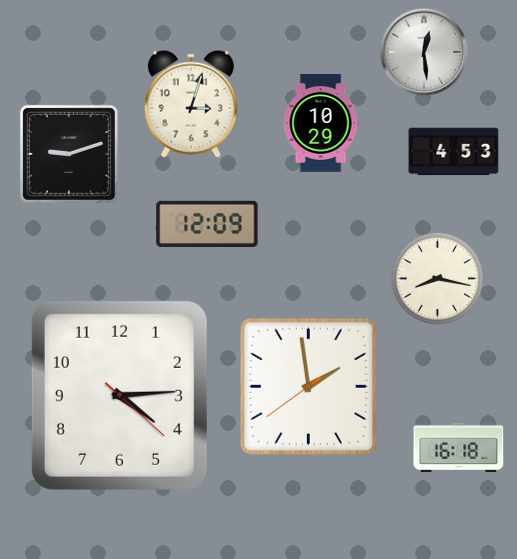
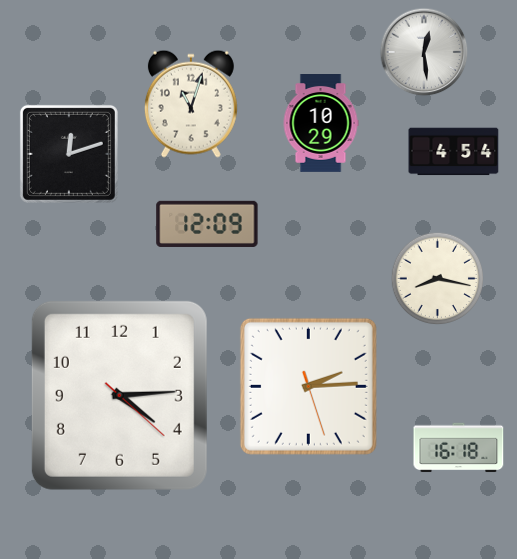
clock at (191, 104): 3:03 -> 11:03
clock at (454, 152): 4:53 -> 4:54
clock at (69, 154): 9:12 -> 12:12
clock at (308, 386): 1:58 -> 2:14
